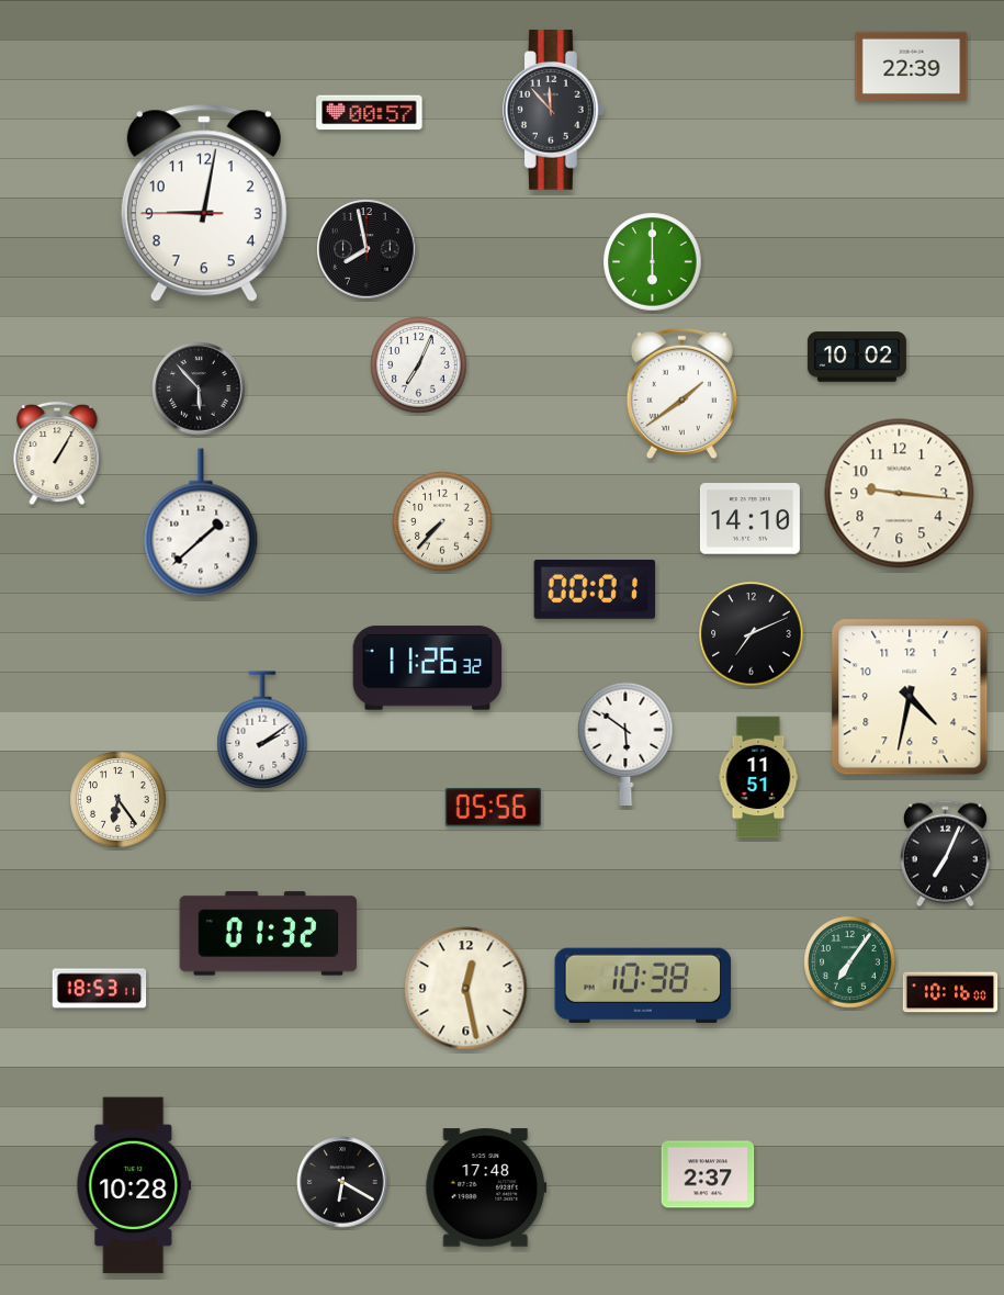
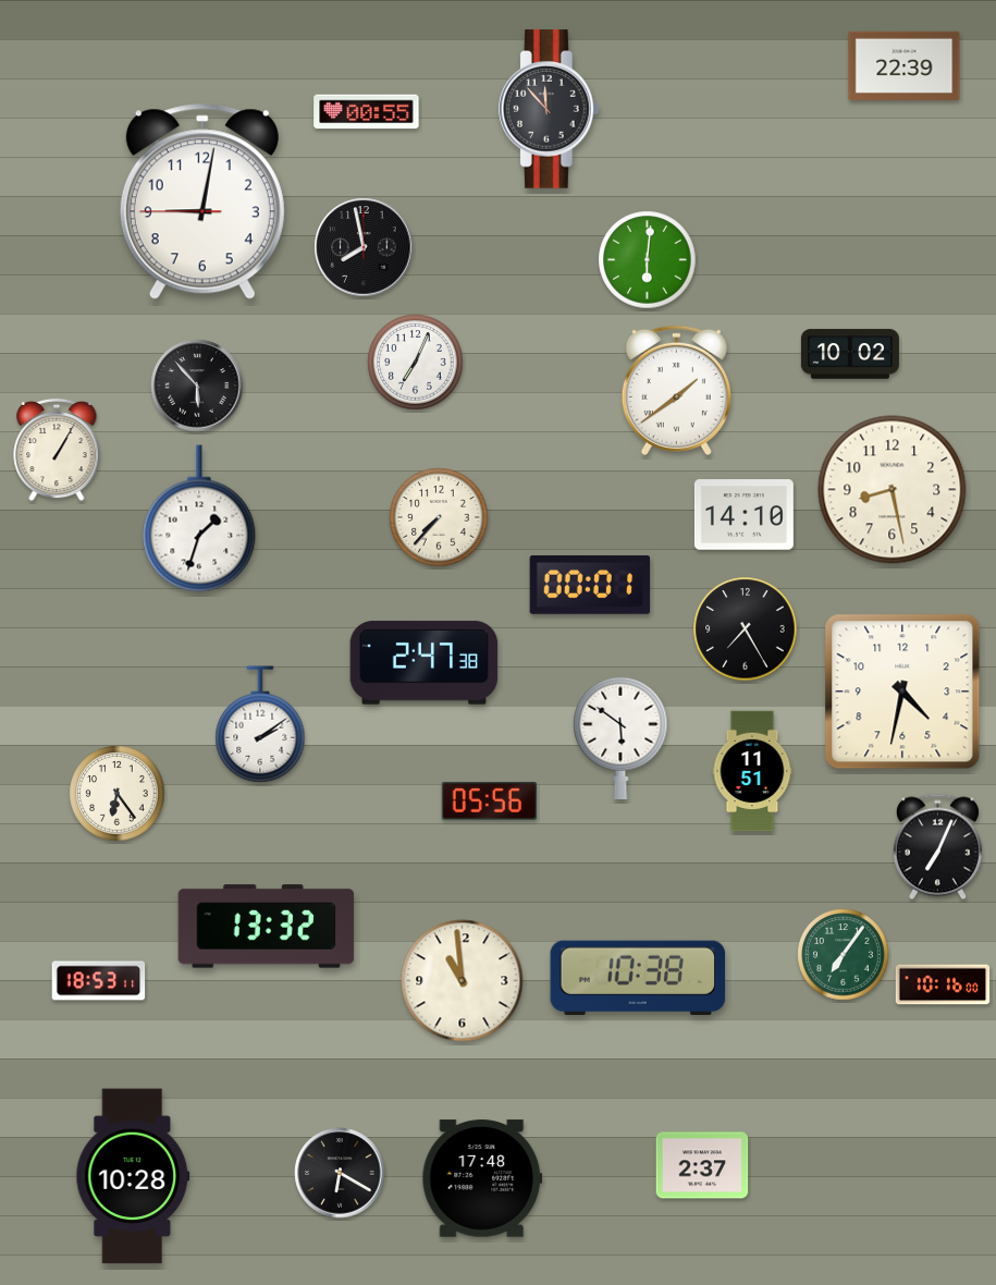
clock at (370, 113): 00:57 -> 00:55
clock at (653, 262): 6:00 -> 6:01
clock at (900, 494): 9:16 -> 8:28
clock at (201, 522): 1:38 -> 1:33
clock at (752, 634): 7:11 -> 7:25
clock at (428, 668): 11:26 -> 2:47
clock at (269, 934): 01:32 -> 13:32
clock at (466, 989): 12:28 -> 10:59
